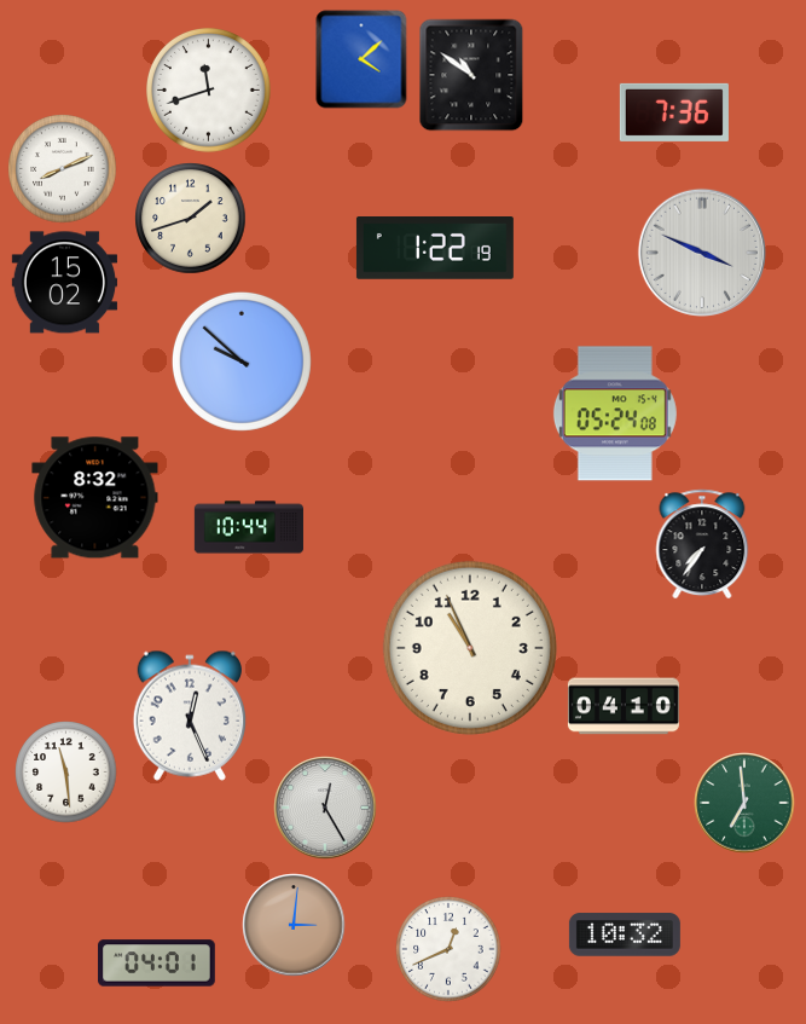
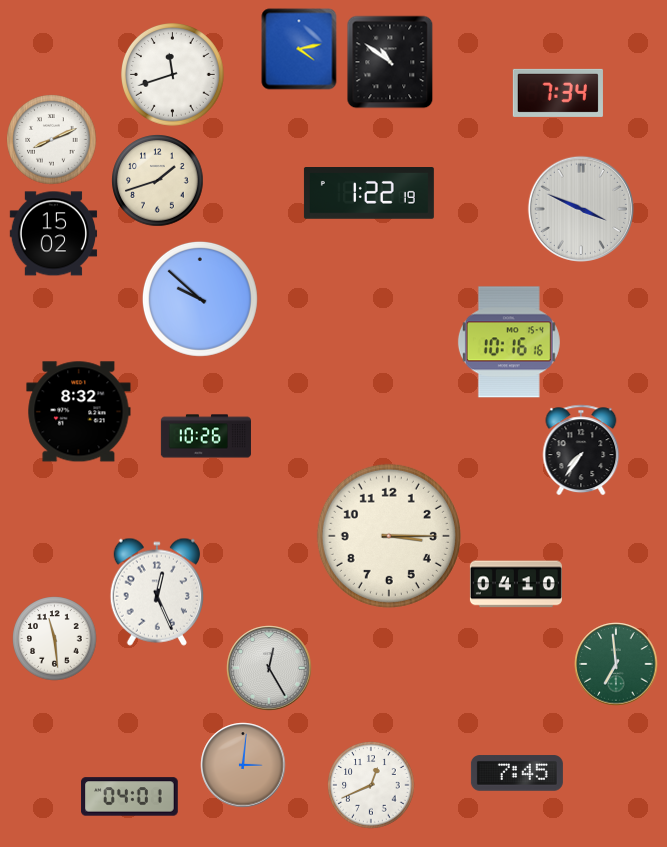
clock at (361, 59): 4:08 -> 4:13
clock at (674, 112): 7:36 -> 7:34
clock at (435, 248) position: (435, 248) -> (369, 193)
clock at (615, 413): 05:24 -> 10:16
clock at (249, 527): 10:44 -> 10:26
clock at (470, 648): 10:56 -> 3:15
clock at (625, 935): 10:32 -> 7:45
